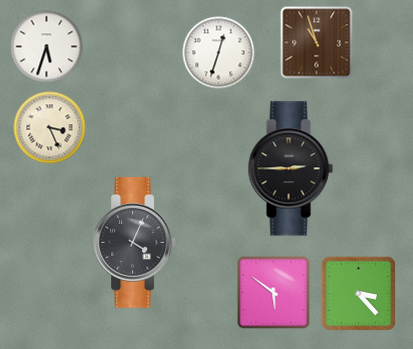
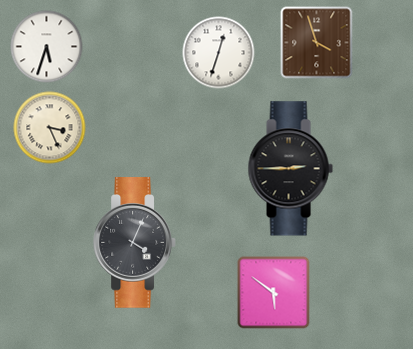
clock at (317, 43): 10:57 -> 3:57
clock at (359, 294): 3:23 -> none
